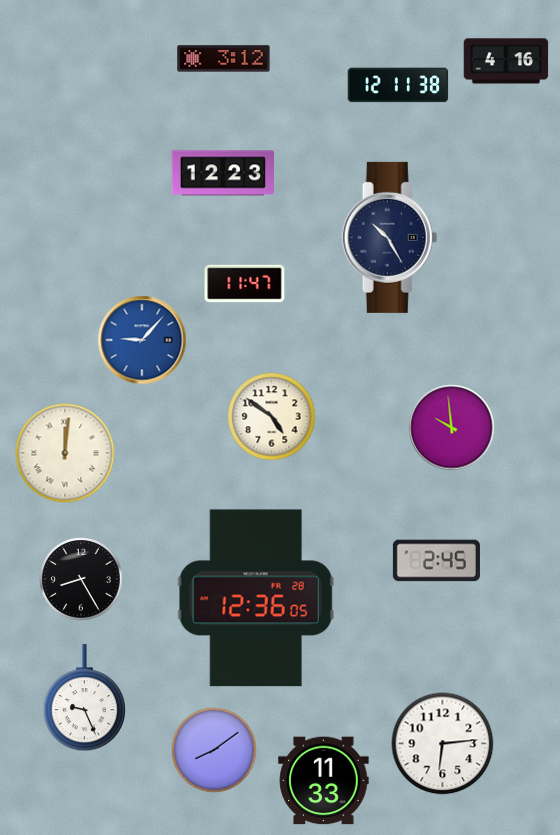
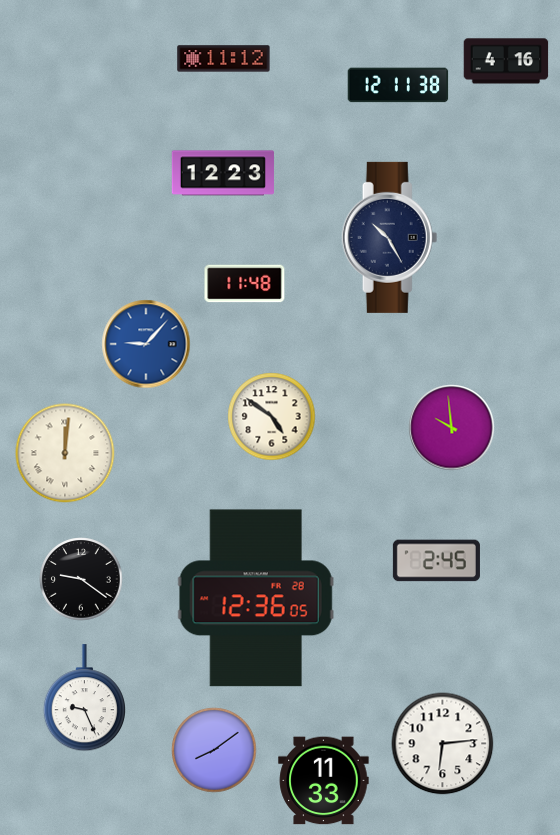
clock at (224, 59): 3:12 -> 11:12
clock at (245, 284): 11:47 -> 11:48
clock at (142, 340) position: (142, 340) -> (146, 344)
clock at (81, 579): 8:25 -> 9:21
